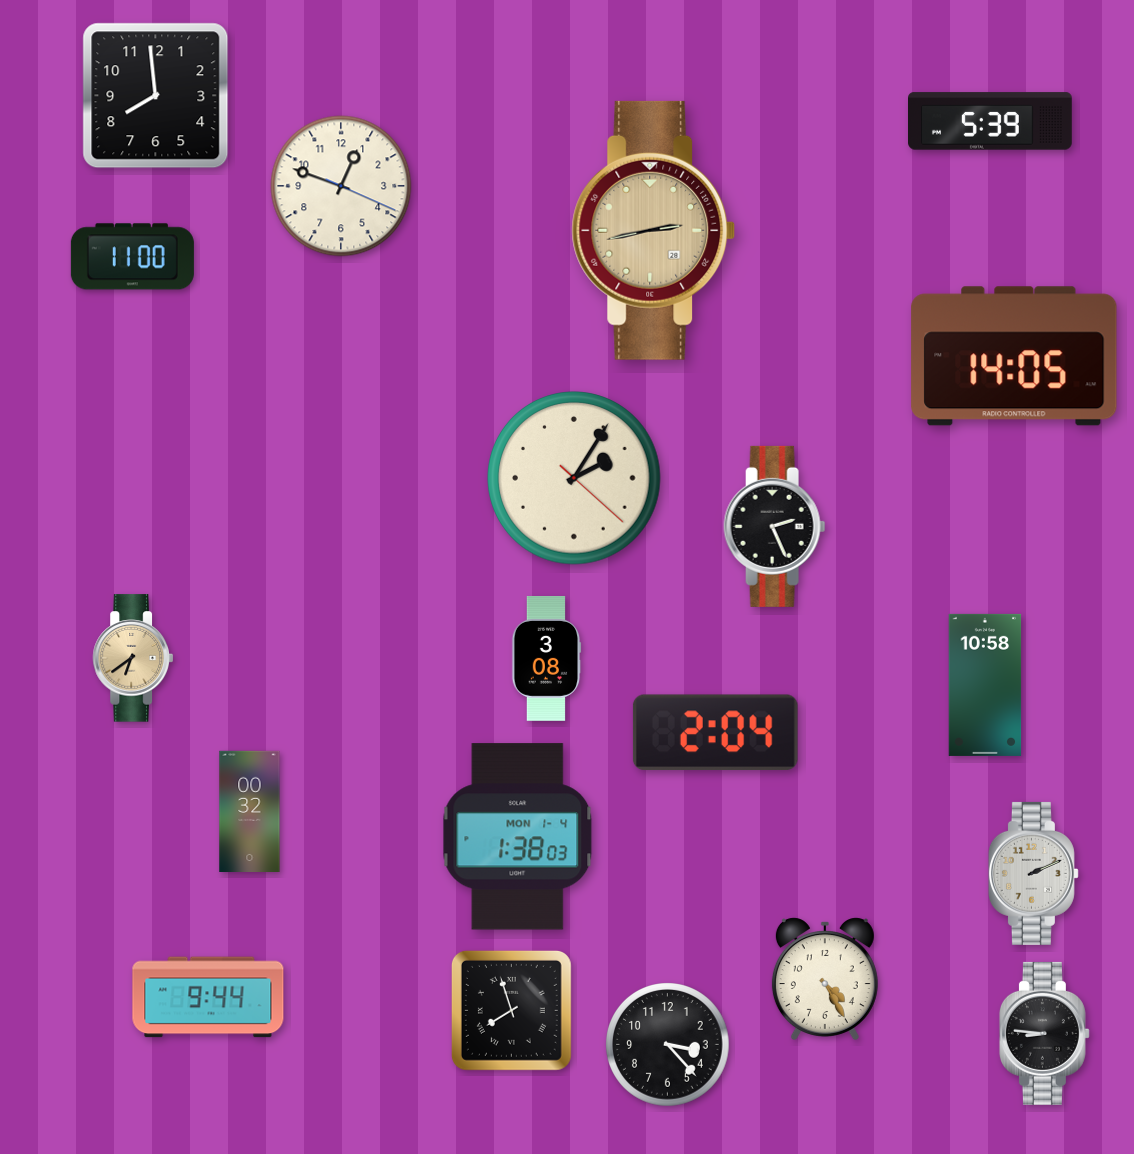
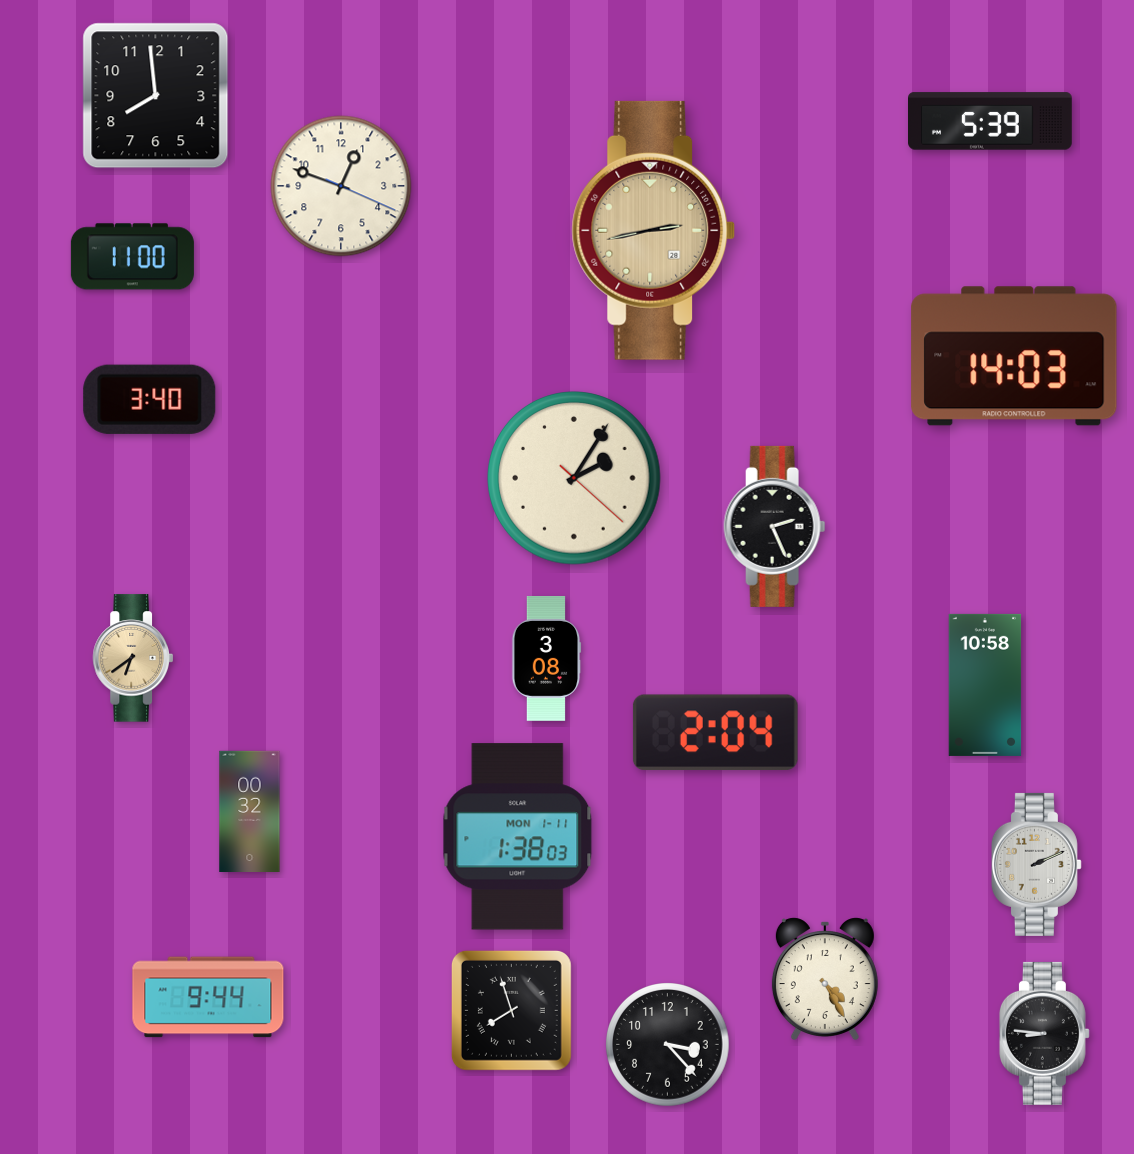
clock at (1014, 356): 14:05 -> 14:03
clock at (150, 399): none -> 3:40
clock at (518, 837) date: MON 1-4 -> MON 1-11
clock at (1033, 873) position: (1033, 873) -> (1036, 864)
